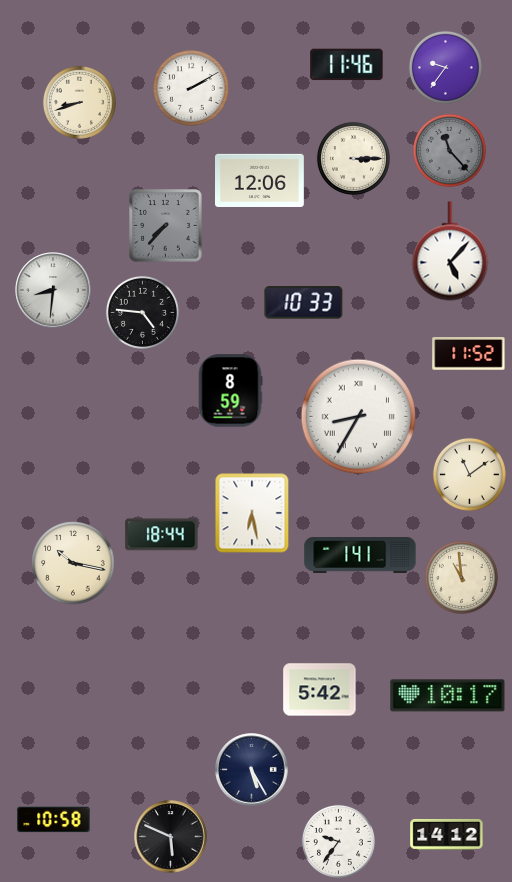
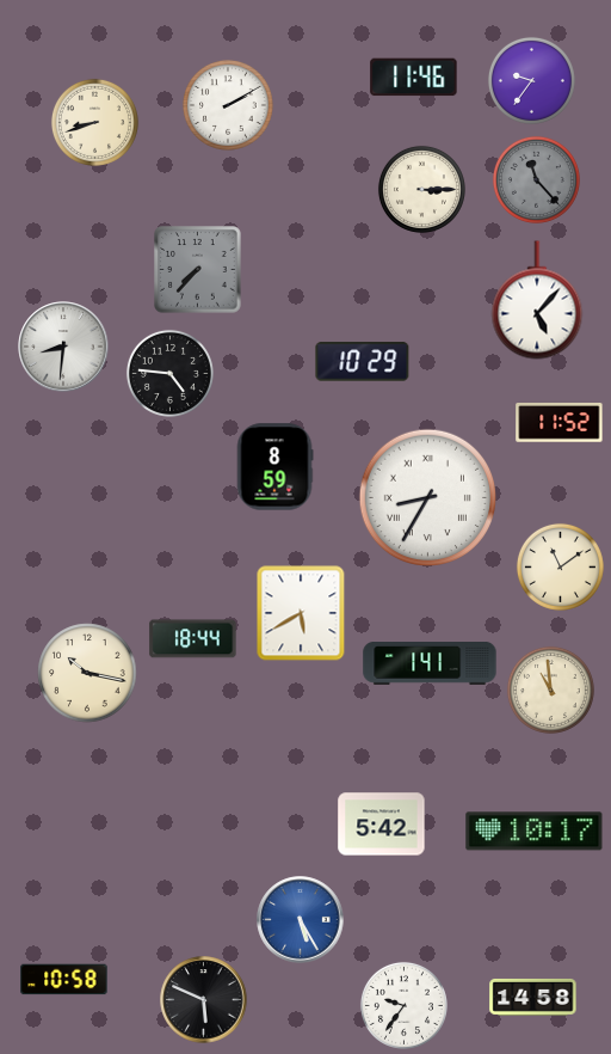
clock at (260, 180): 12:06 -> none
clock at (304, 303): 10:33 -> 10:29
clock at (252, 513): 6:28 -> 5:40
clock at (252, 770) dial: navy -> blue
clock at (447, 835): 14:12 -> 14:58
